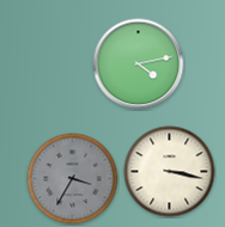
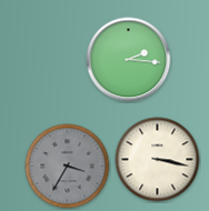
clock at (139, 65): 4:13 -> 2:16
